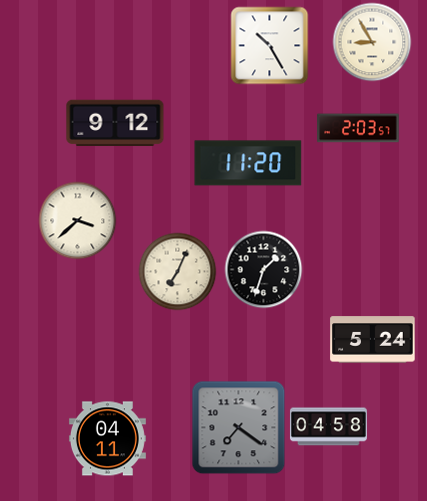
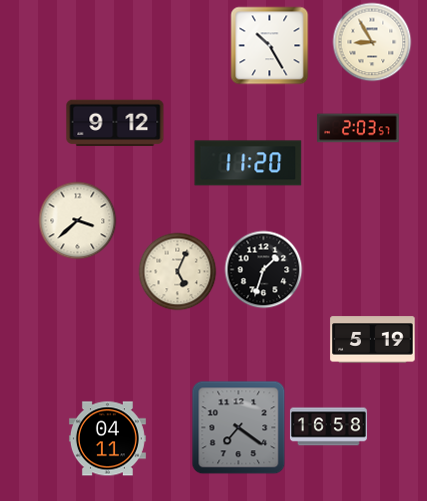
clock at (177, 271): 7:04 -> 5:04
clock at (373, 340): 5:24 -> 5:19
clock at (328, 427): 04:58 -> 16:58
